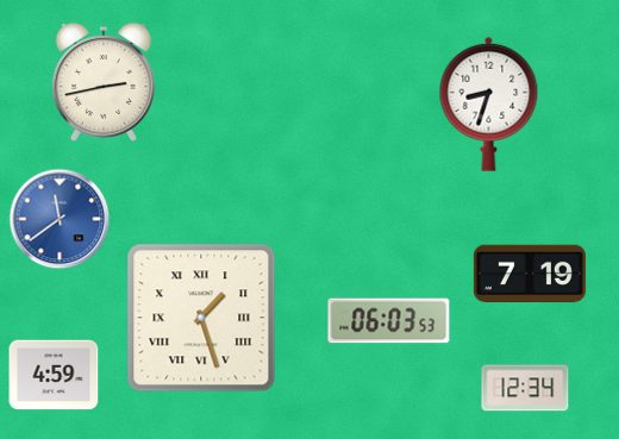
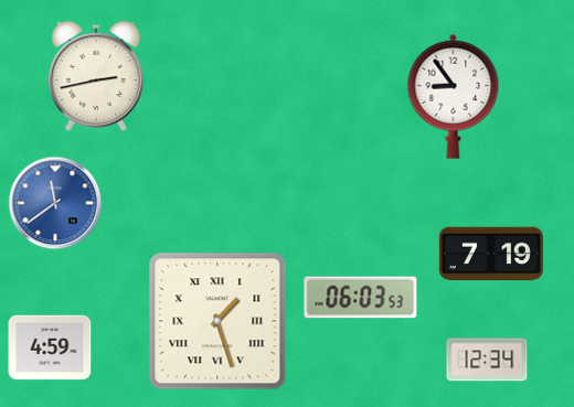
clock at (489, 104): 8:33 -> 8:54
clock at (201, 318) position: (201, 318) -> (217, 321)
